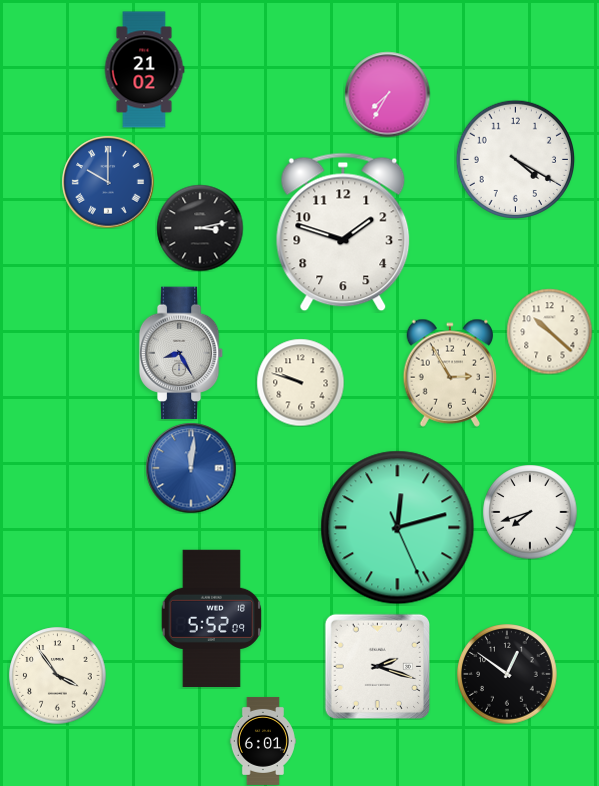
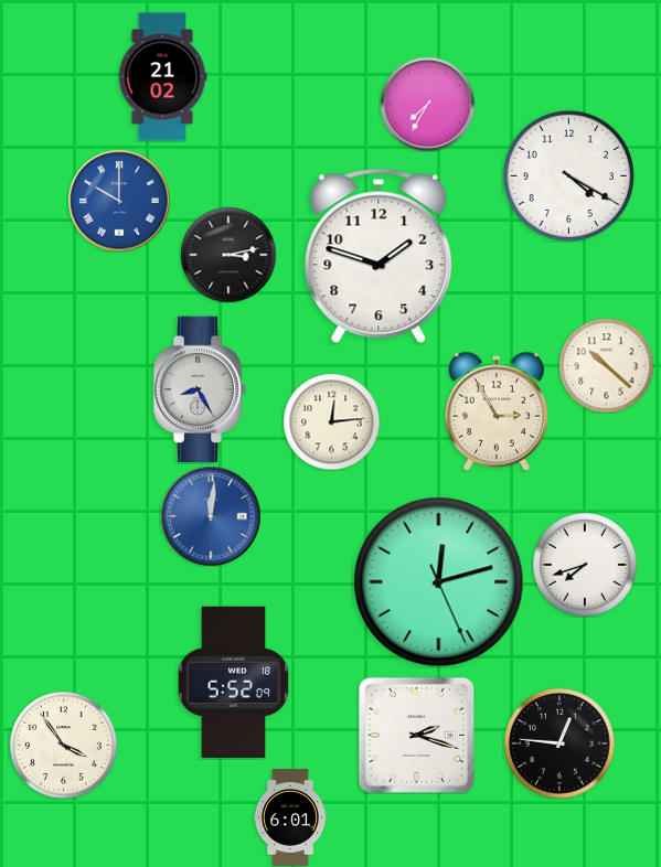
clock at (144, 70) position: (144, 70) -> (162, 77)
clock at (200, 228) position: (200, 228) -> (228, 255)
clock at (300, 382): 9:48 -> 12:14
clock at (507, 674): 12:51 -> 12:46
